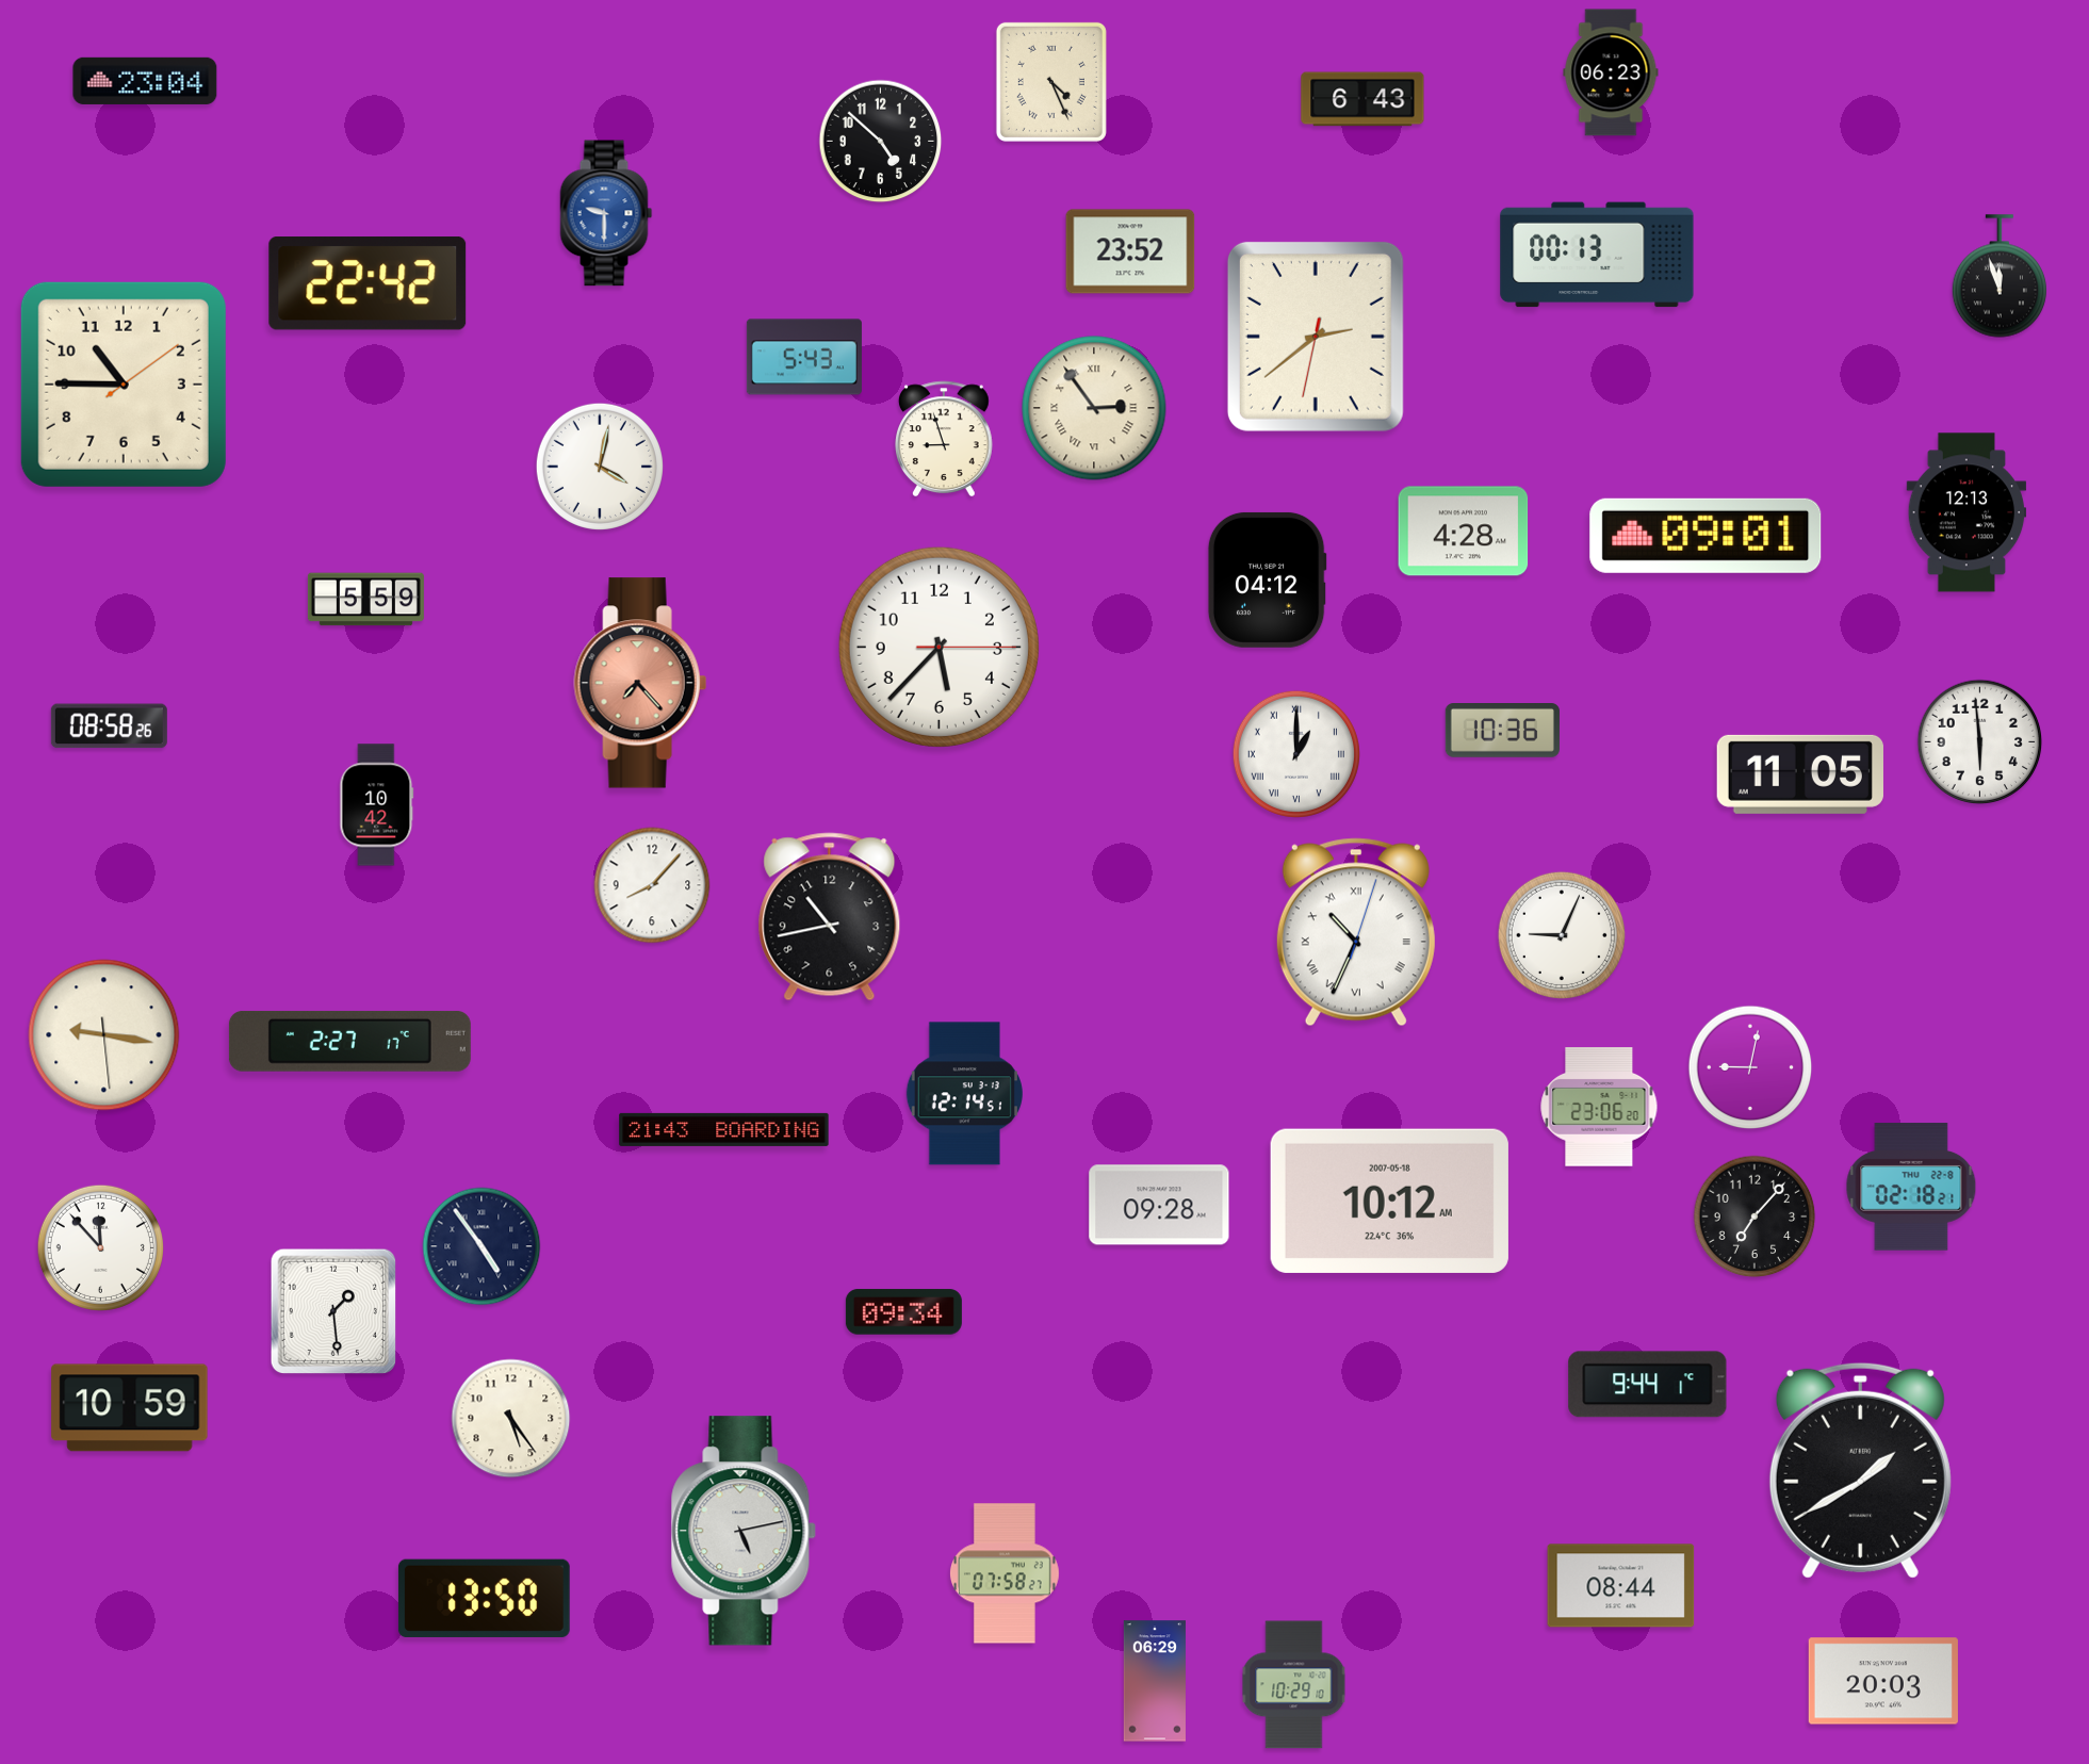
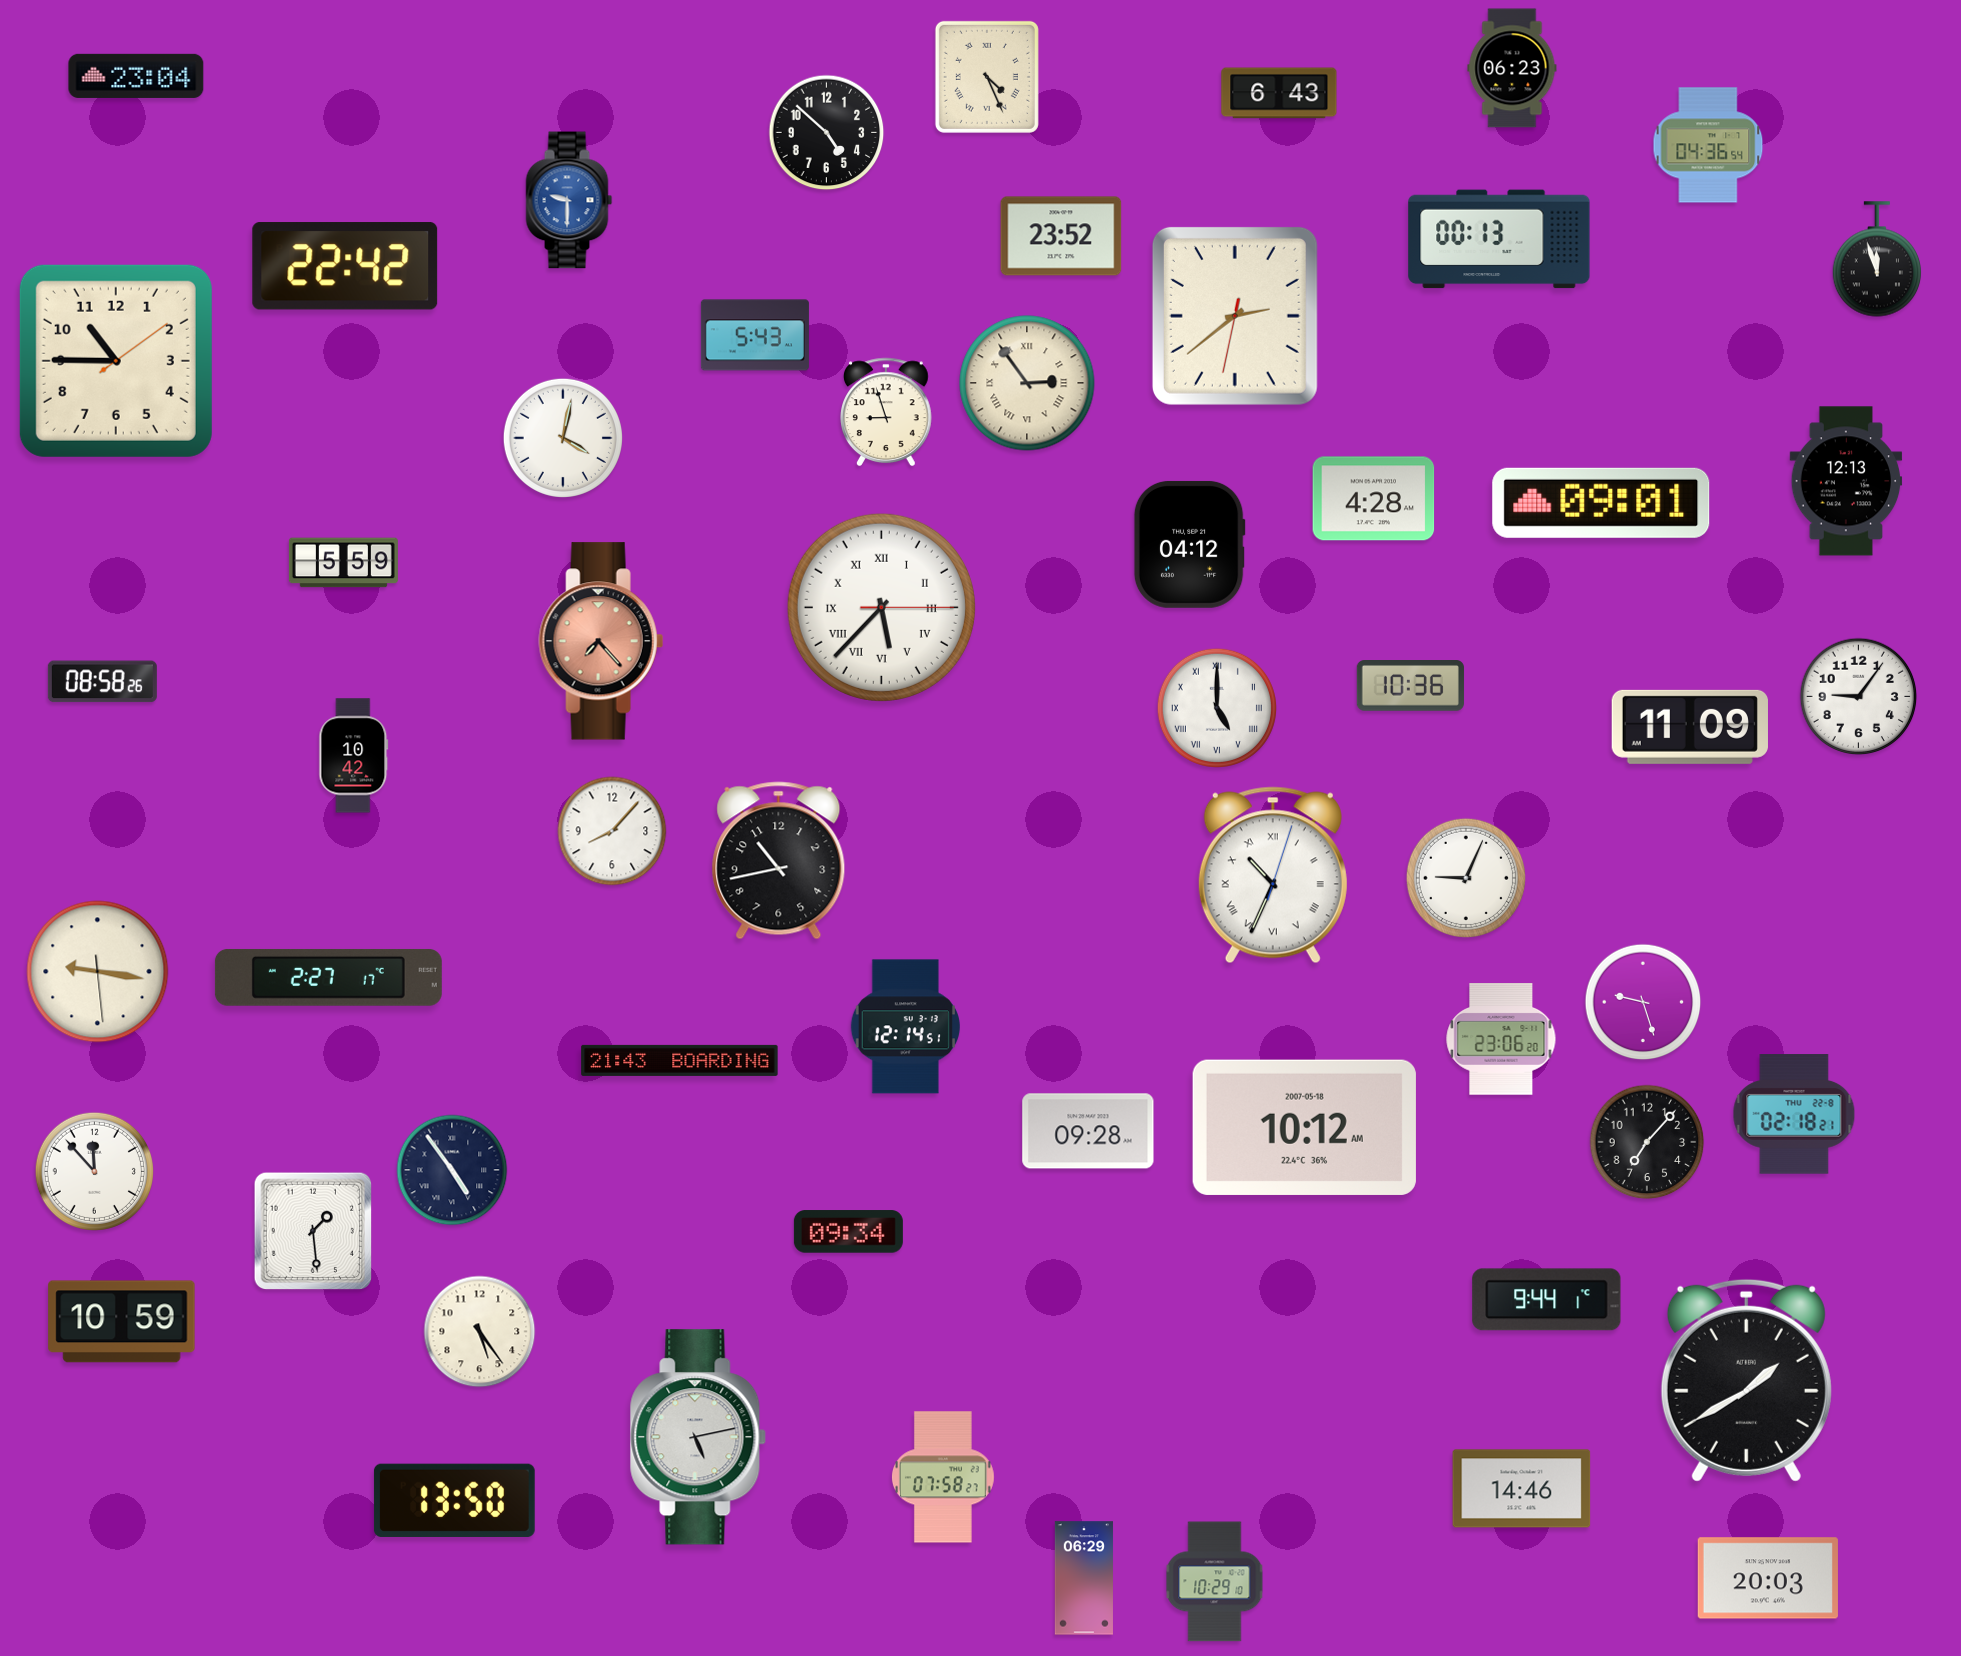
clock at (1708, 145): none -> 04:36
clock at (939, 647) numerals: Arabic -> Roman
clock at (1980, 742): 5:59 -> 9:06
clock at (1296, 754): 1:00 -> 5:00
clock at (1800, 774): 11:05 -> 11:09
clock at (1750, 1067): 9:02 -> 9:27
clock at (1621, 1586): 08:44 -> 14:46
